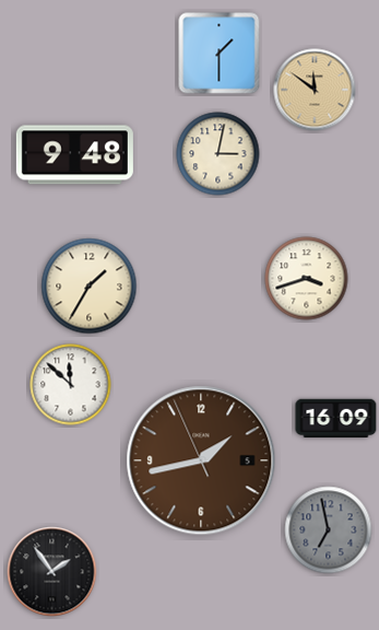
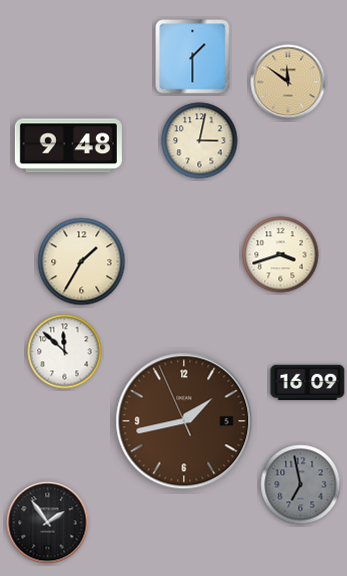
clock at (220, 54) position: (220, 54) -> (193, 57)
clock at (74, 155) position: (74, 155) -> (68, 146)
